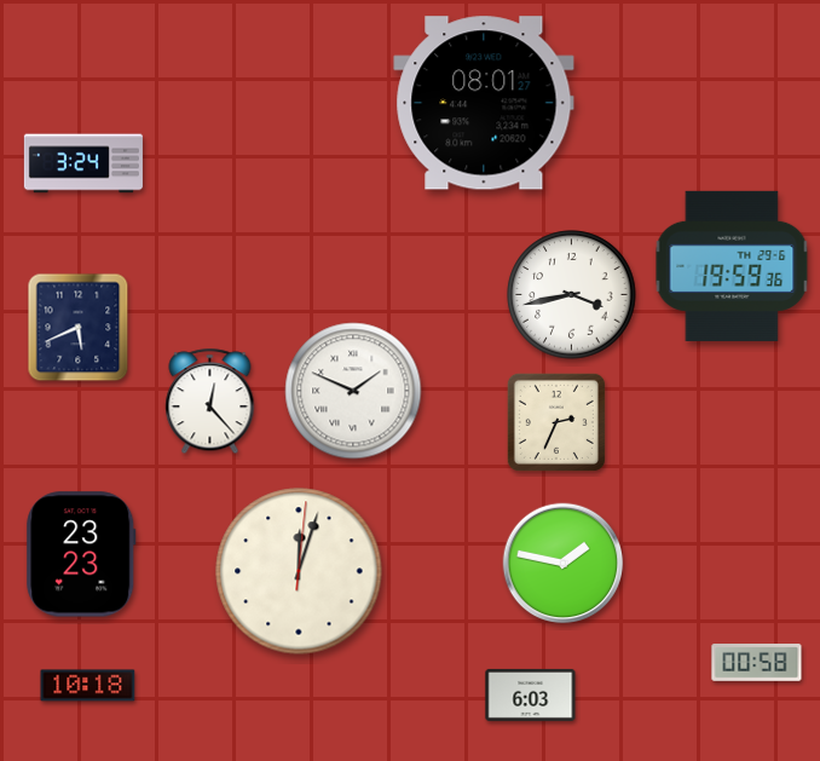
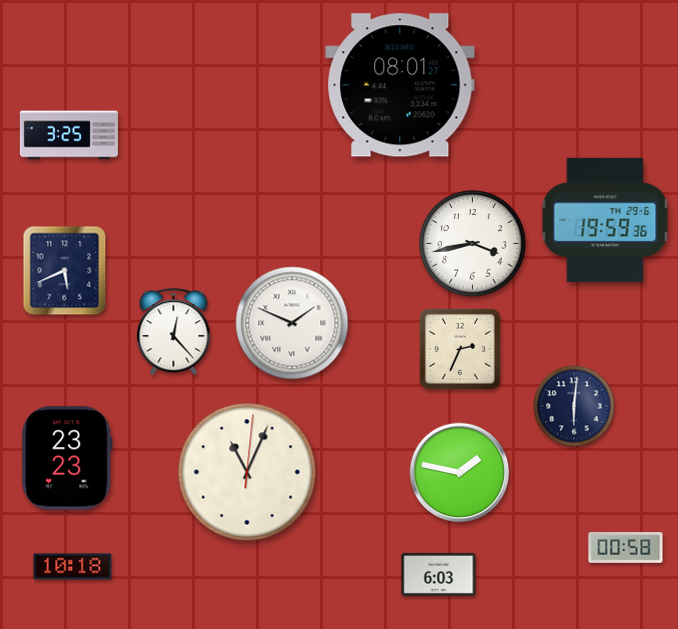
clock at (83, 163): 3:24 -> 3:25
clock at (574, 406): none -> 6:01
clock at (564, 564) position: (564, 564) -> (460, 473)
clock at (299, 571): 12:03 -> 11:04
